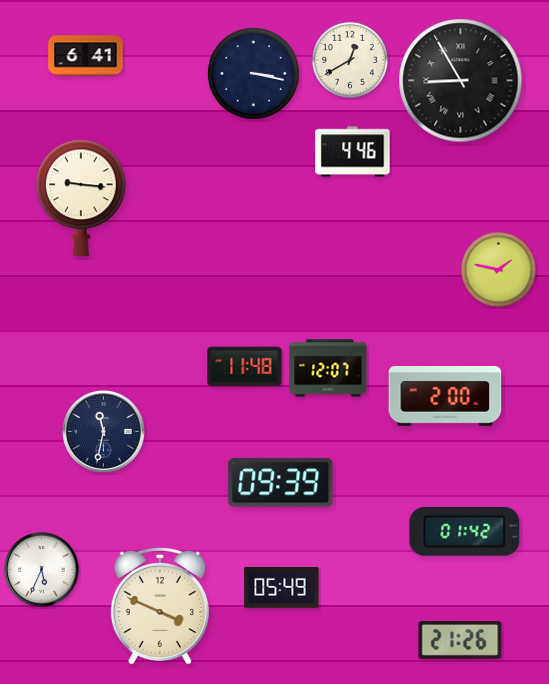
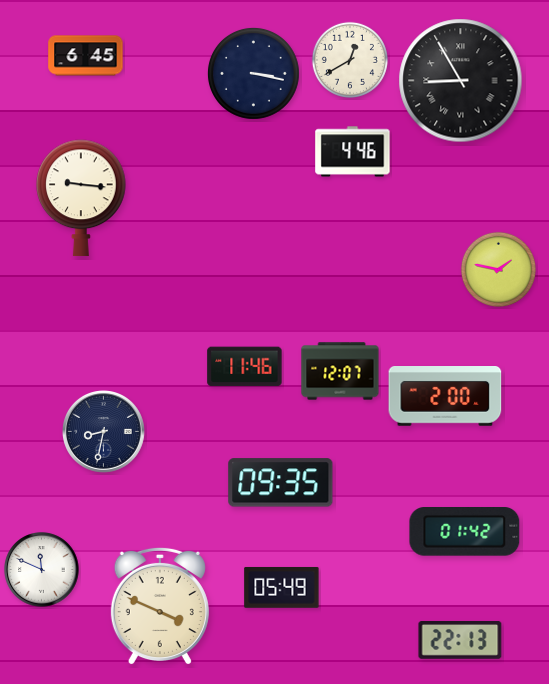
clock at (86, 56): 6:41 -> 6:45
clock at (245, 367): 11:48 -> 11:46
clock at (328, 368) position: (328, 368) -> (340, 371)
clock at (104, 432): 11:32 -> 8:32
clock at (281, 483): 09:39 -> 09:35
clock at (42, 570): 5:34 -> 11:49
clock at (460, 641): 21:26 -> 22:13
